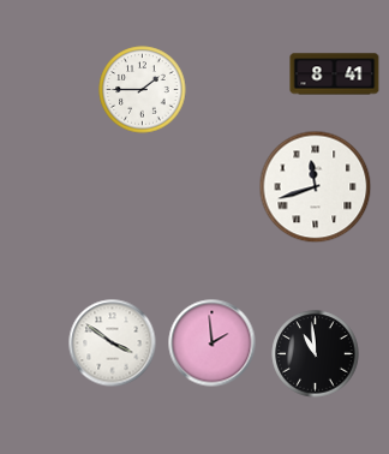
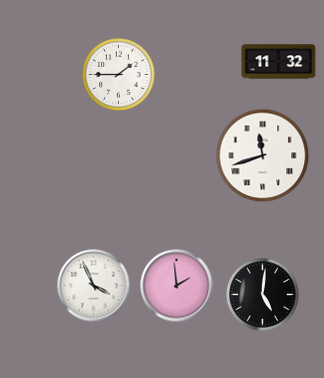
clock at (335, 74): 8:41 -> 11:32
clock at (113, 344): 3:51 -> 3:56
clock at (316, 354): 10:59 -> 5:01
